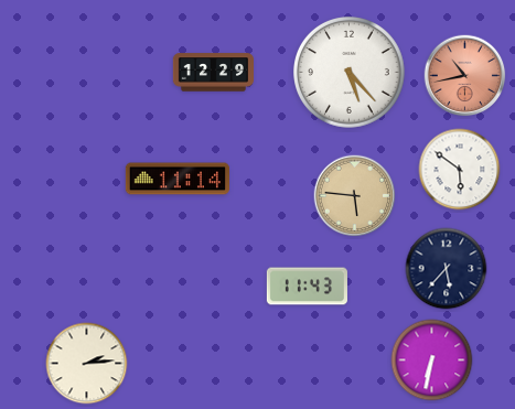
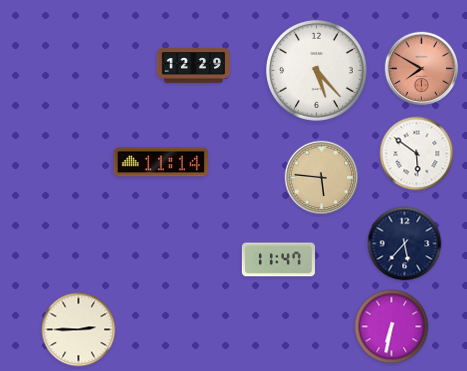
clock at (350, 73) position: (350, 73) -> (317, 71)
clock at (465, 76): 10:43 -> 7:50
clock at (307, 287): 11:43 -> 11:47
clock at (87, 364): 2:14 -> 2:45
